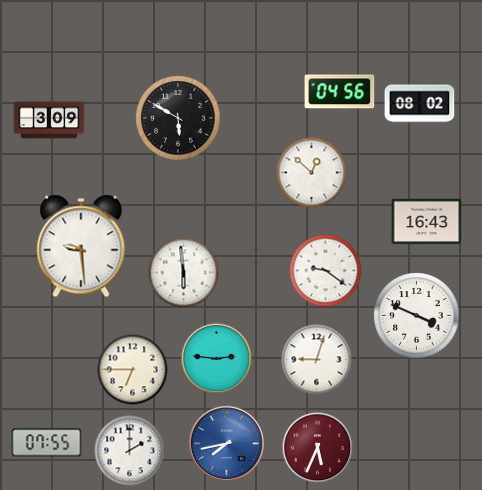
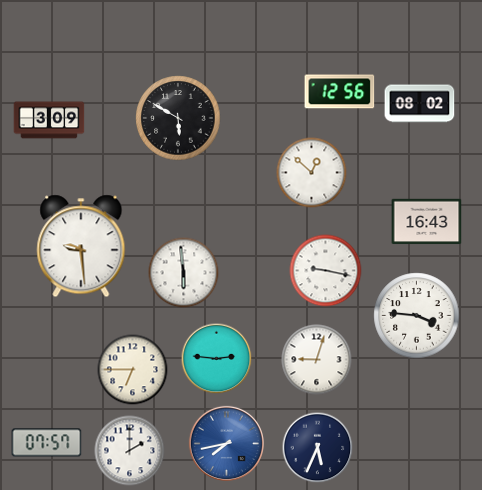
clock at (340, 92): 04:56 -> 12:56
clock at (326, 271): 9:21 -> 9:17
clock at (417, 316): 3:49 -> 3:46
clock at (47, 443): 07:55 -> 07:57
clock at (318, 448) dial: burgundy -> navy
